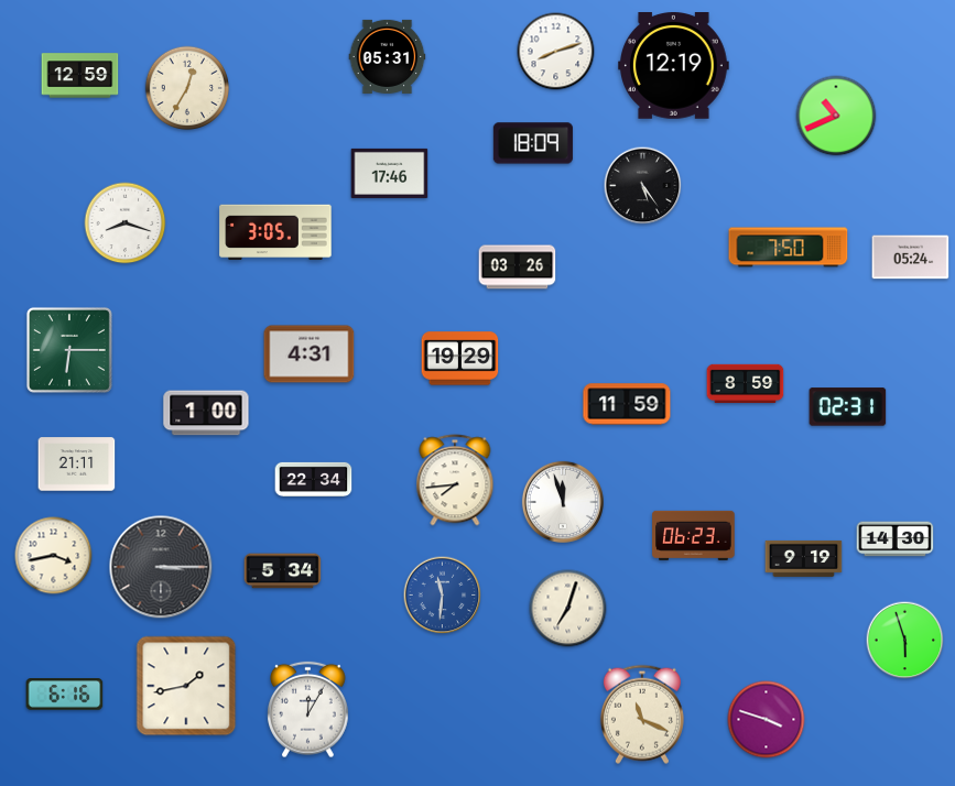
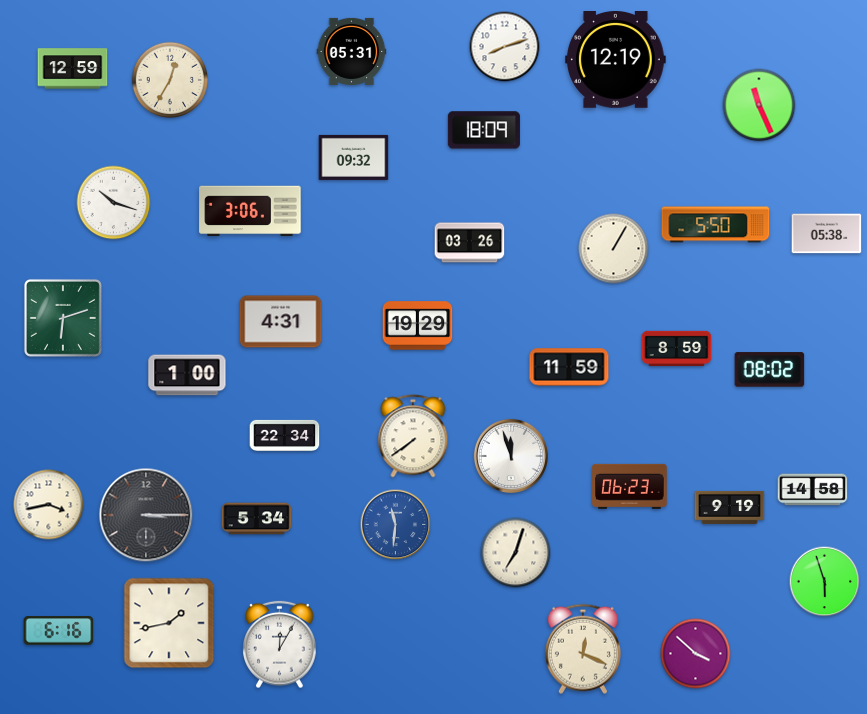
clock at (674, 66) position: (674, 66) -> (616, 60)
clock at (836, 116): 10:41 -> 11:26
clock at (390, 173): 17:46 -> 09:32
clock at (643, 186): 5:24 -> none
clock at (126, 223): 8:18 -> 10:18
clock at (275, 232): 3:05 -> 3:06
clock at (789, 248): 7:50 -> 5:50
clock at (911, 258): 05:24 -> 05:38
clock at (614, 249): none -> 1:05
clock at (69, 350): 6:15 -> 6:12
clock at (848, 407): 02:31 -> 08:02
clock at (77, 465): 21:11 -> none
clock at (455, 480): 7:44 -> 7:39
clock at (896, 539): 14:30 -> 14:58
clock at (443, 596) position: (443, 596) -> (396, 525)
clock at (905, 641) position: (905, 641) -> (825, 582)
clock at (642, 714): 11:19 -> 12:19
clock at (767, 720): 3:48 -> 3:52
